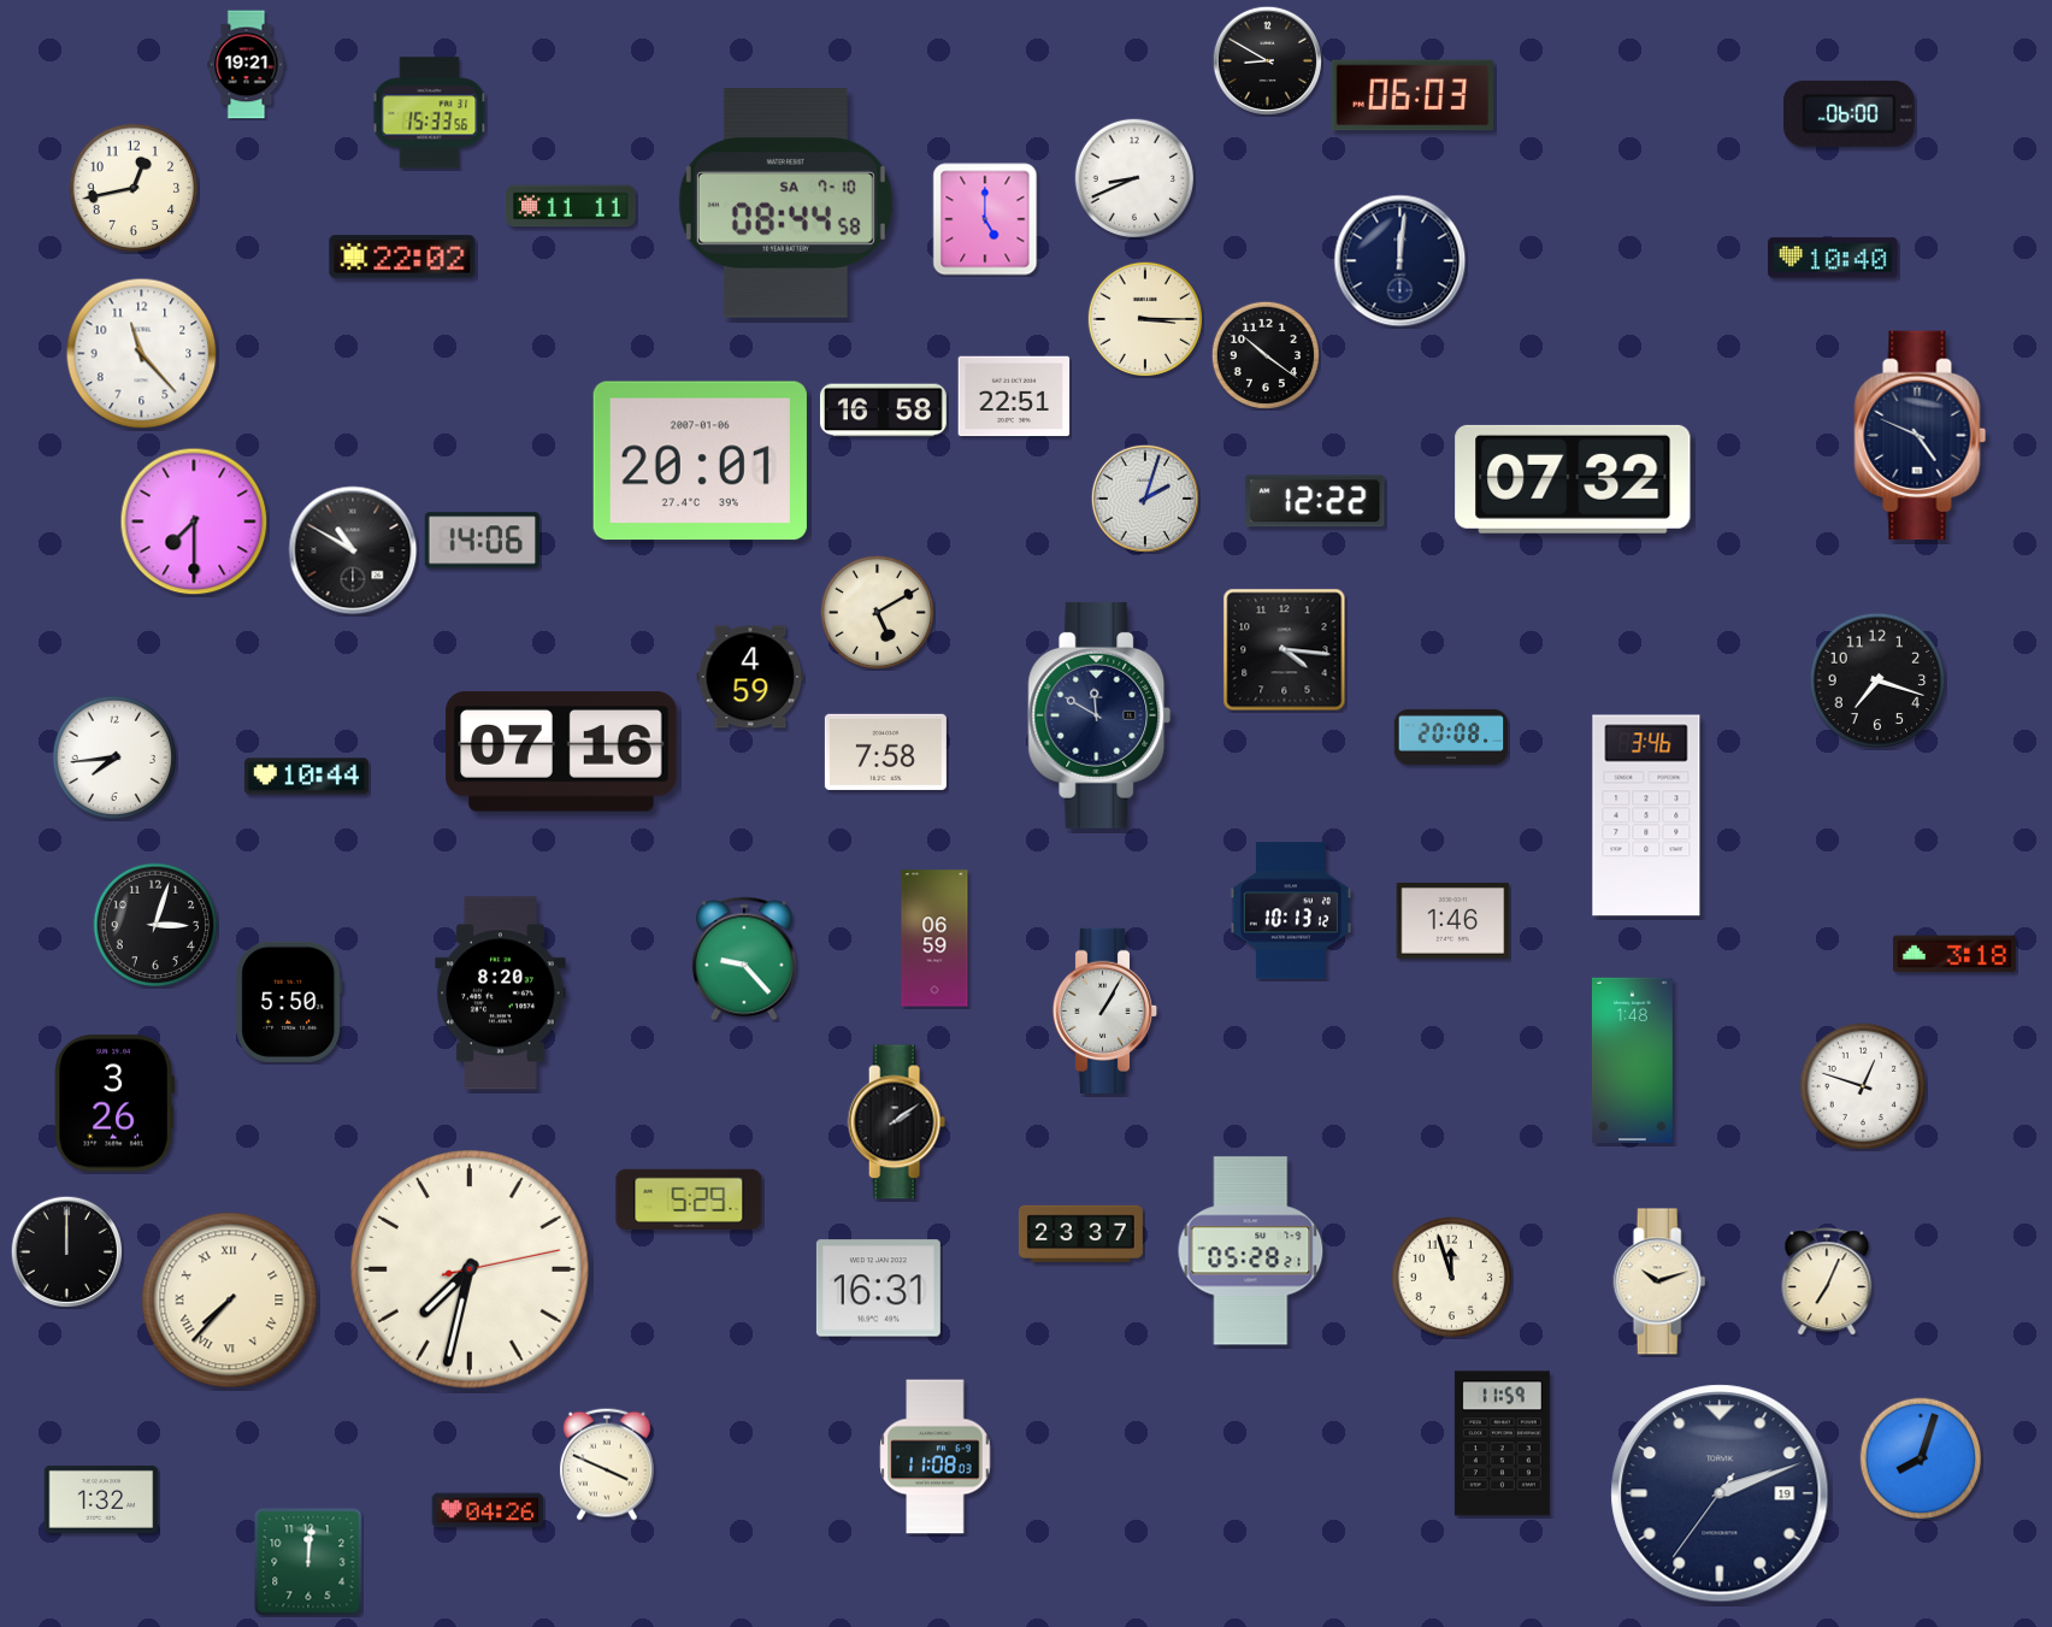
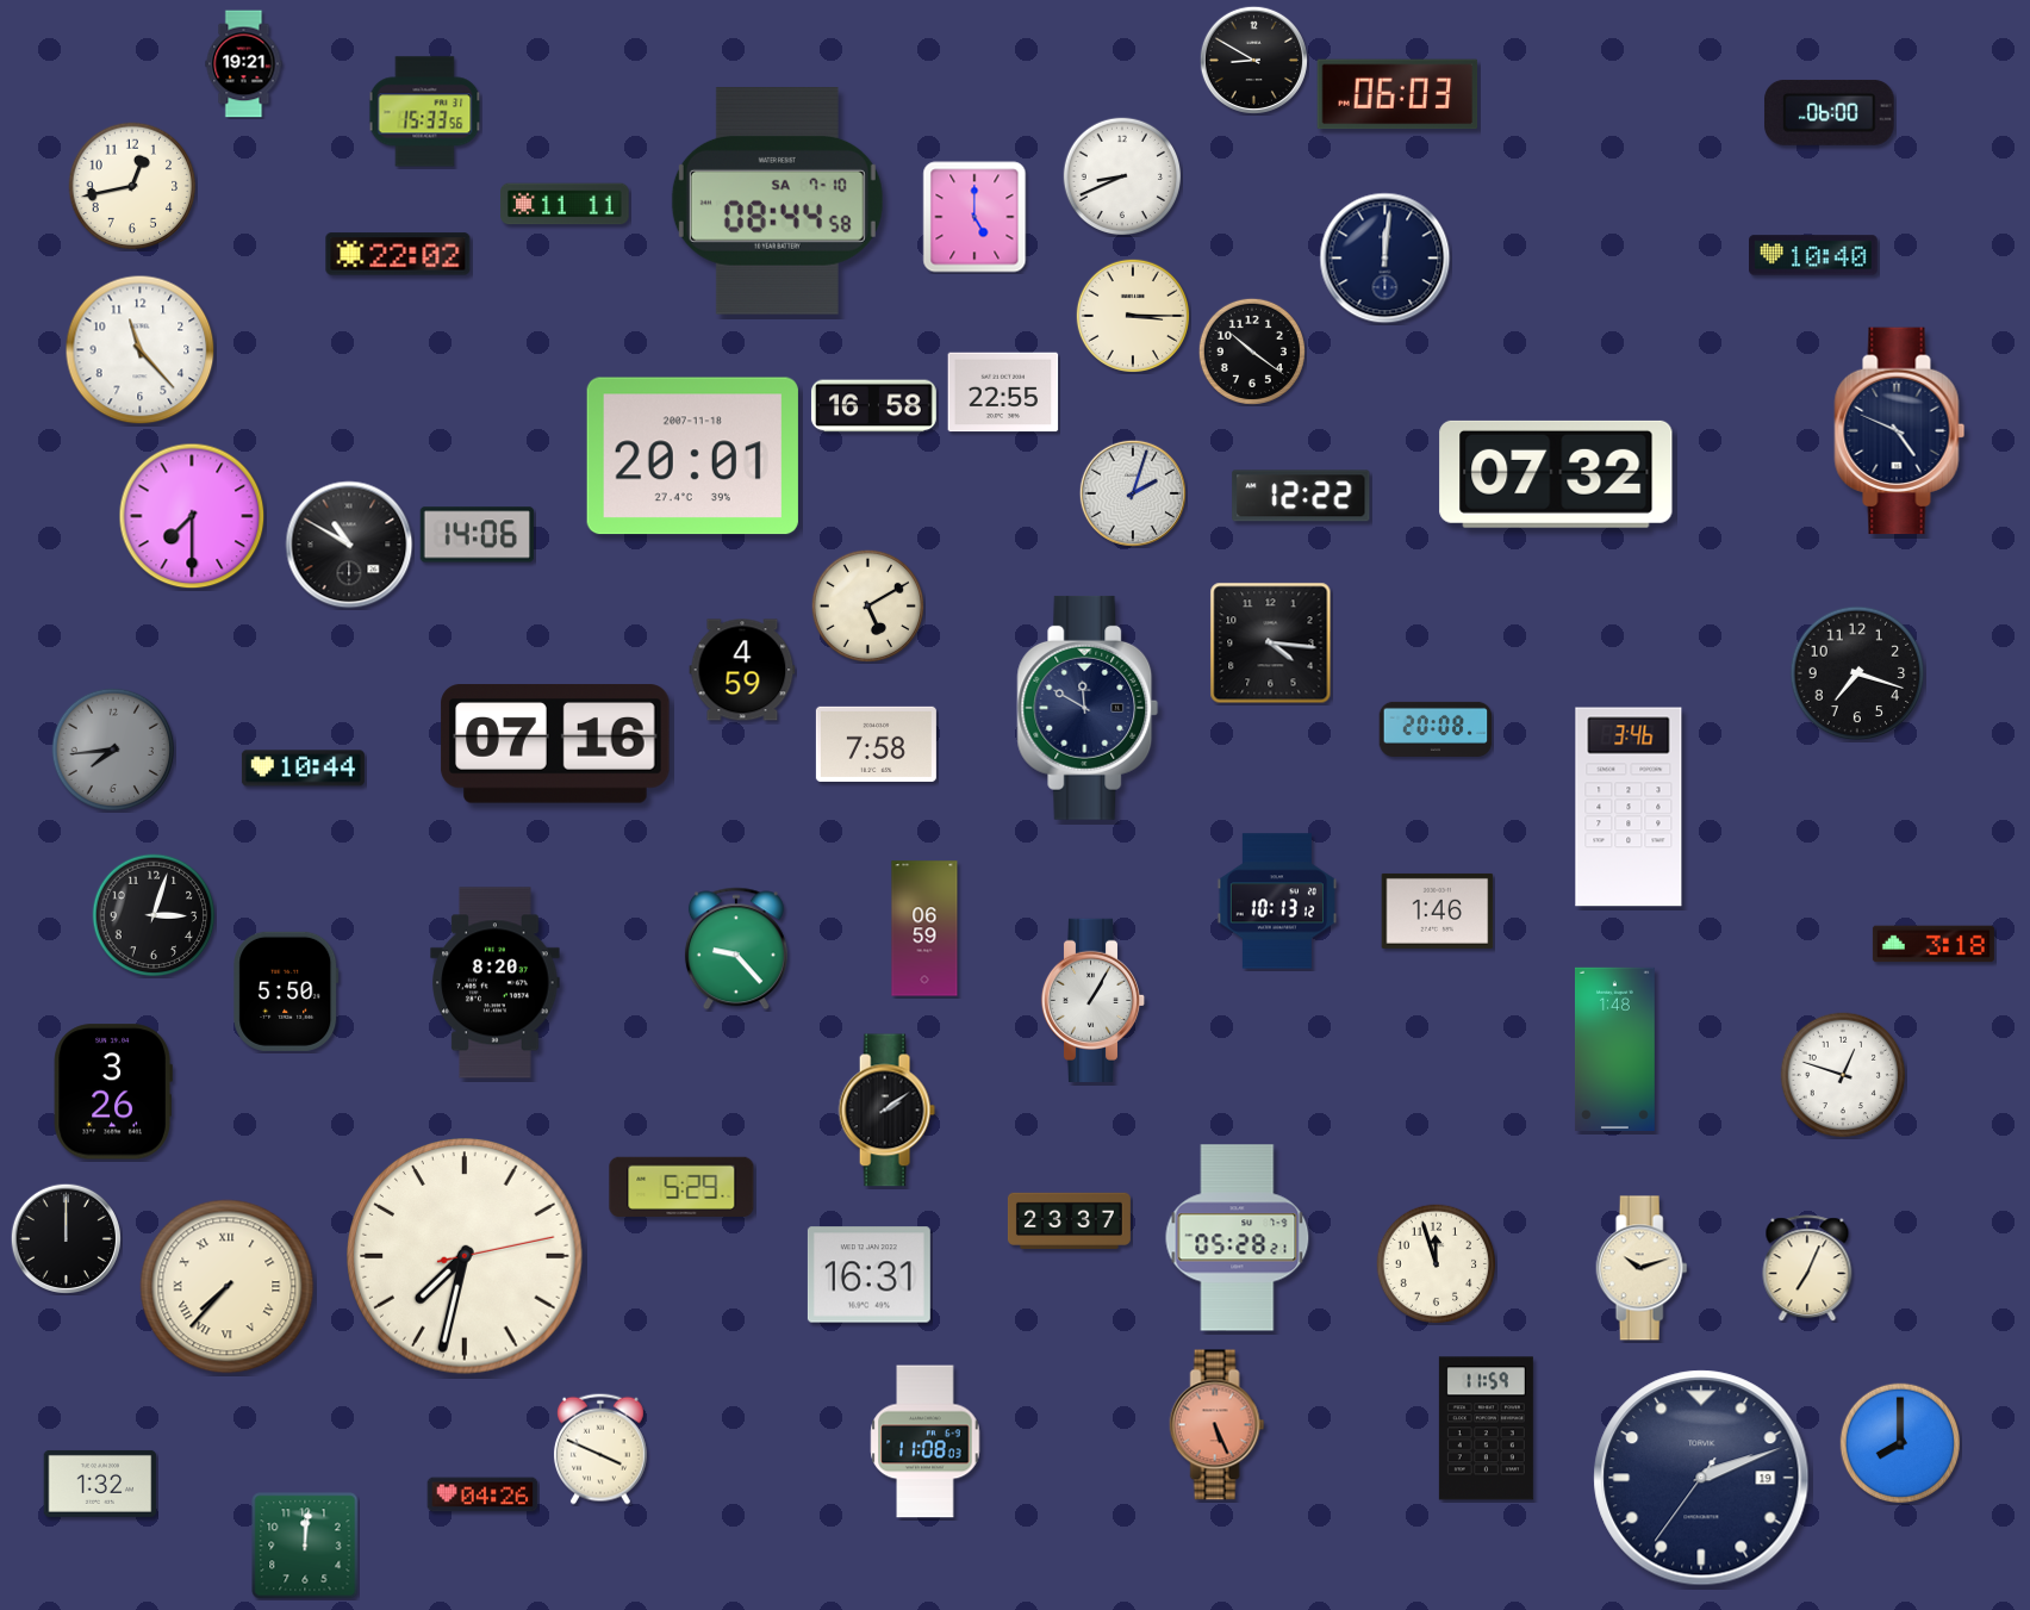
clock at (1014, 396): 22:51 -> 22:55
clock at (700, 461) date: 2007-01-06 -> 2007-11-18
clock at (114, 758) dial: white -> grey
clock at (1218, 1425): none -> 5:26
clock at (1921, 1458): 8:03 -> 8:00
